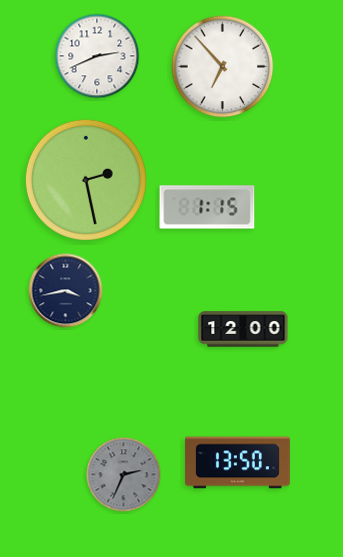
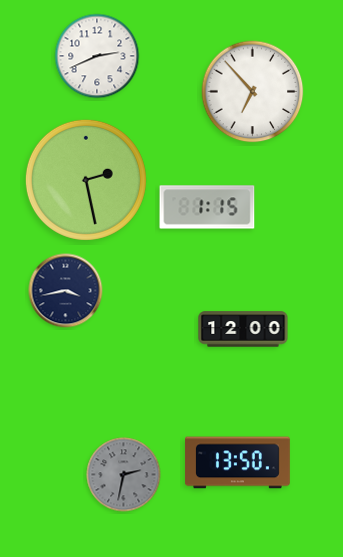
clock at (223, 67) position: (223, 67) -> (253, 92)
clock at (124, 475): 2:34 -> 2:32
